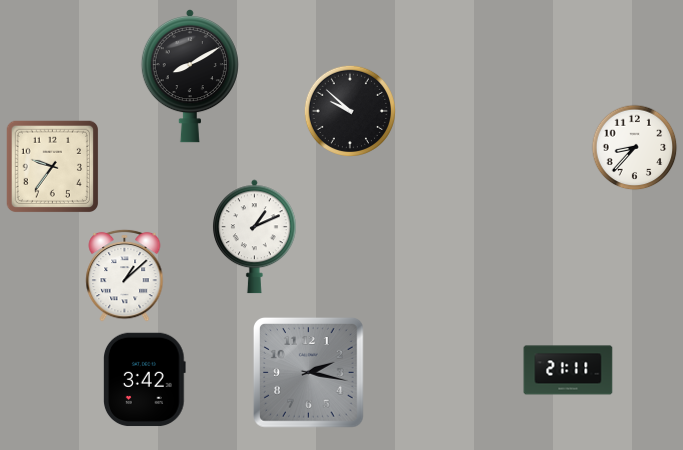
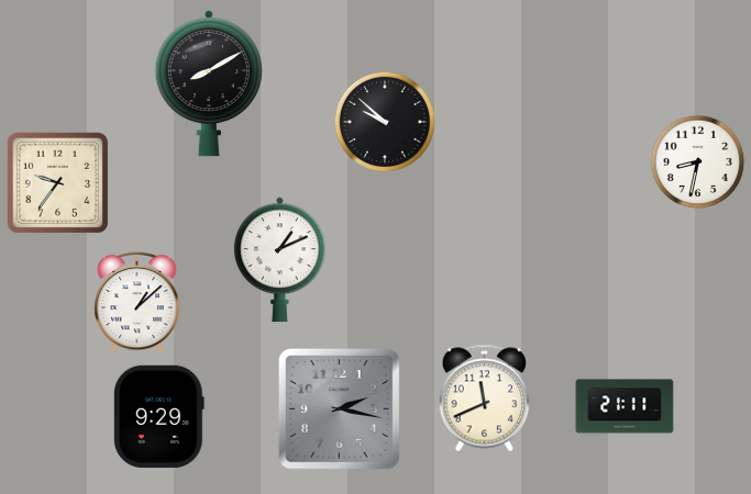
clock at (635, 148): 8:37 -> 8:32
clock at (485, 398): none -> 11:41
clock at (145, 380): 3:42 -> 9:29
